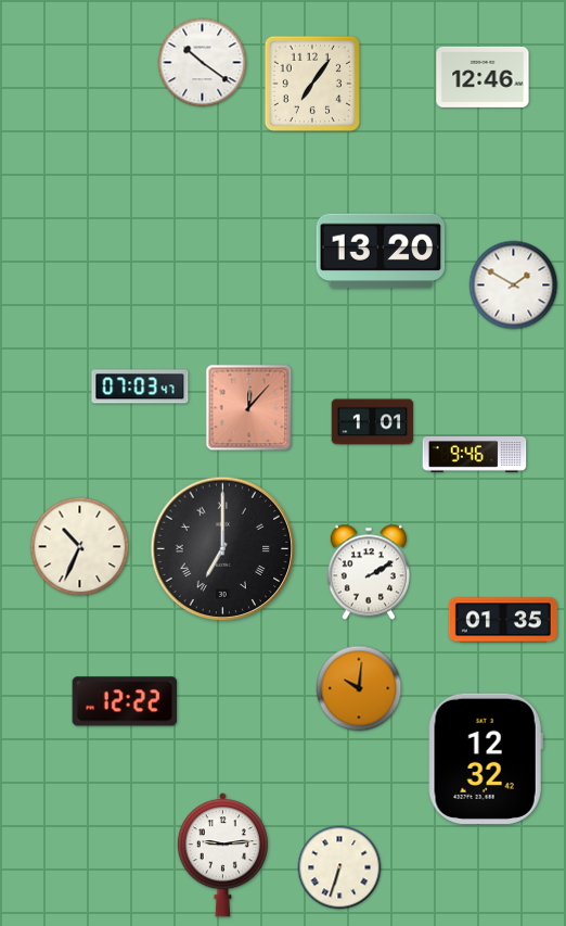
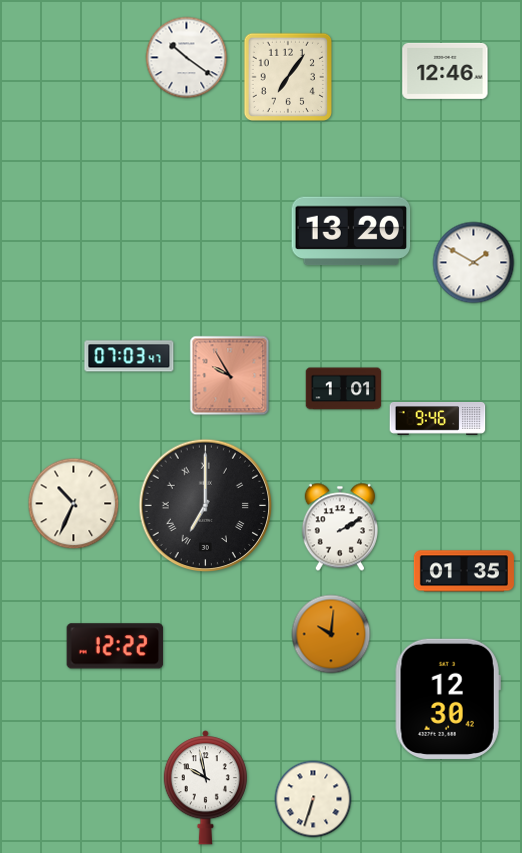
clock at (249, 408): 12:07 -> 9:55
clock at (486, 759): 12:32 -> 12:30
clock at (222, 855): 9:14 -> 9:58
